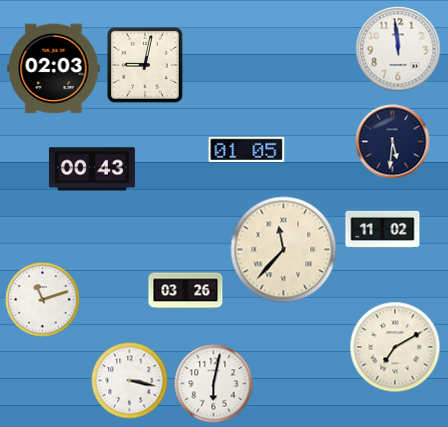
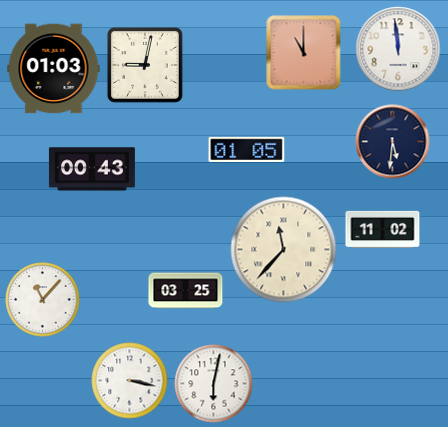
clock at (304, 53): none -> 11:00
clock at (54, 69): 02:03 -> 01:03
clock at (186, 291): 03:26 -> 03:25
clock at (43, 300): 11:12 -> 11:07
clock at (395, 347): 7:10 -> none
